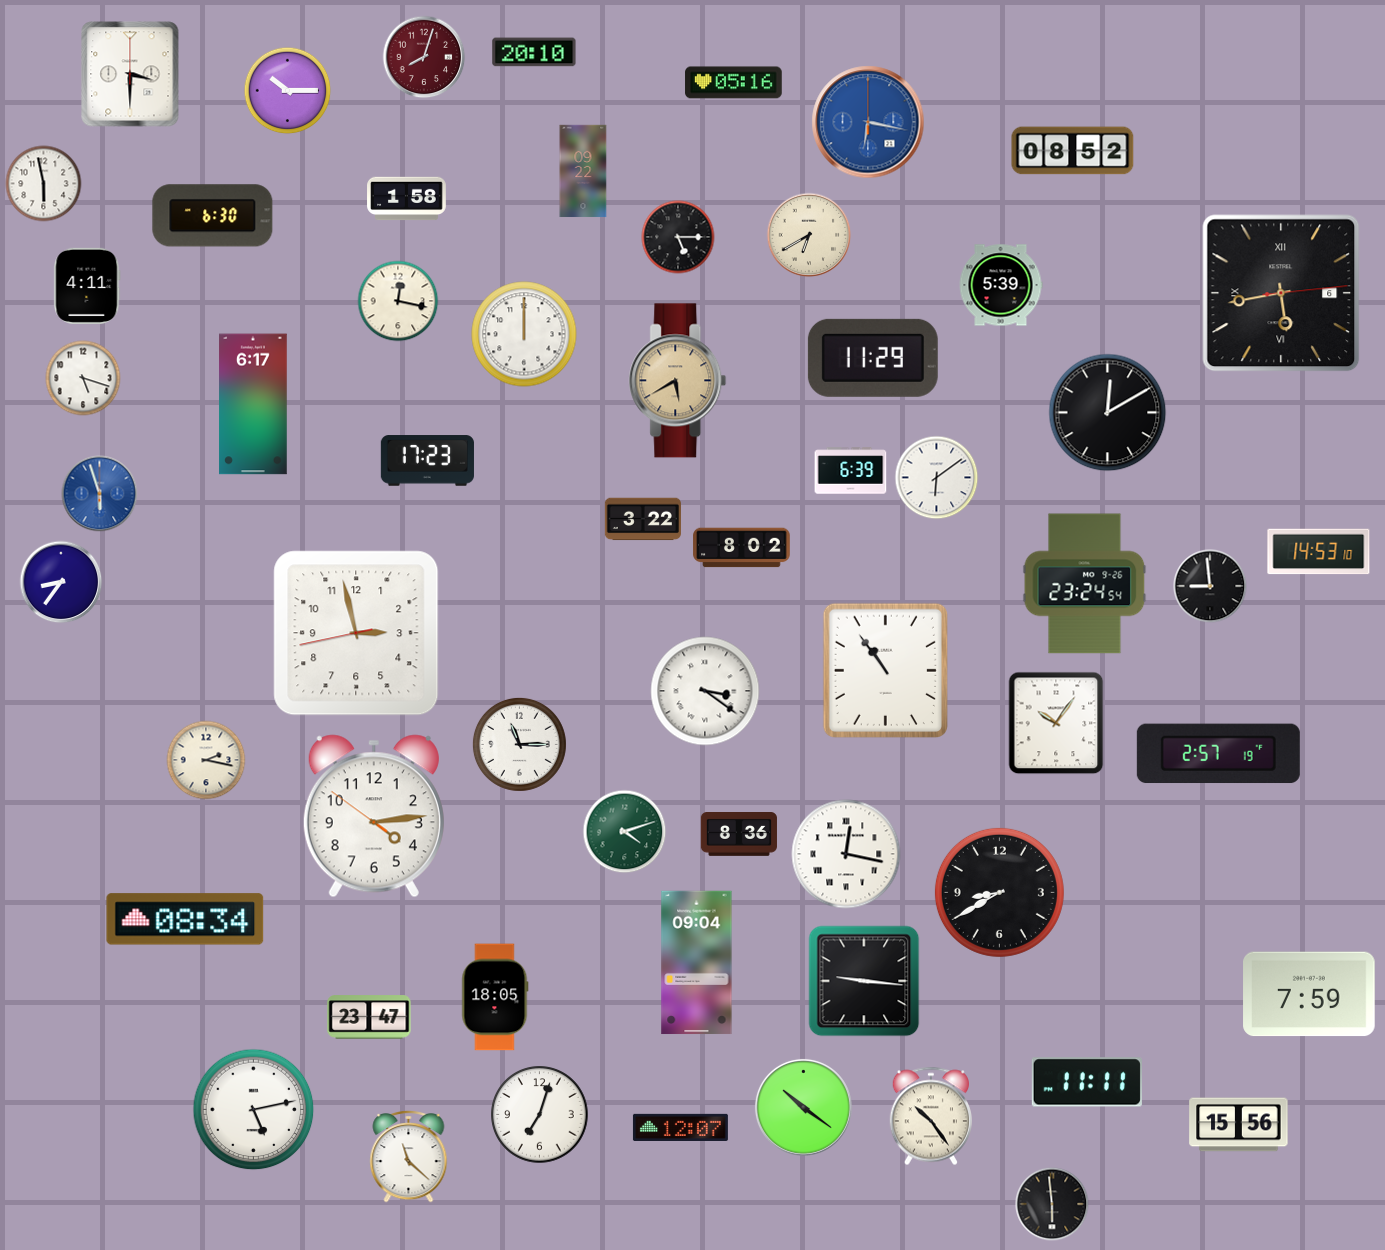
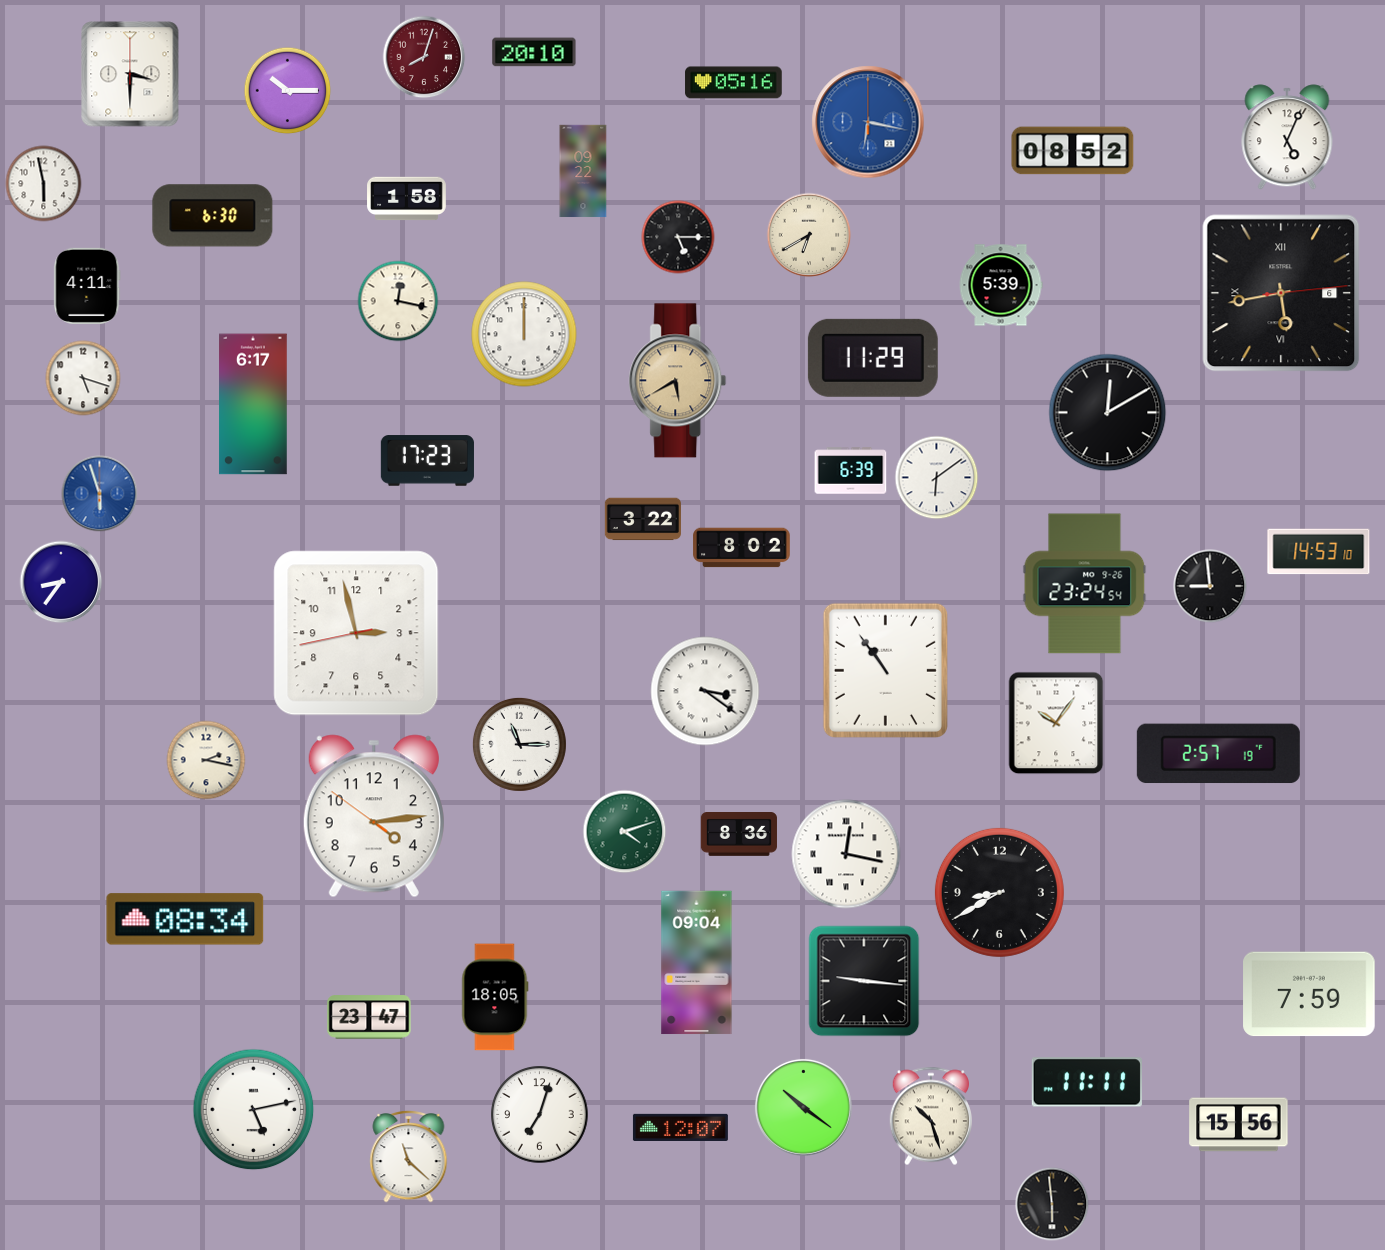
clock at (1287, 137): none -> 5:04
clock at (930, 1116): 10:24 -> 10:27
